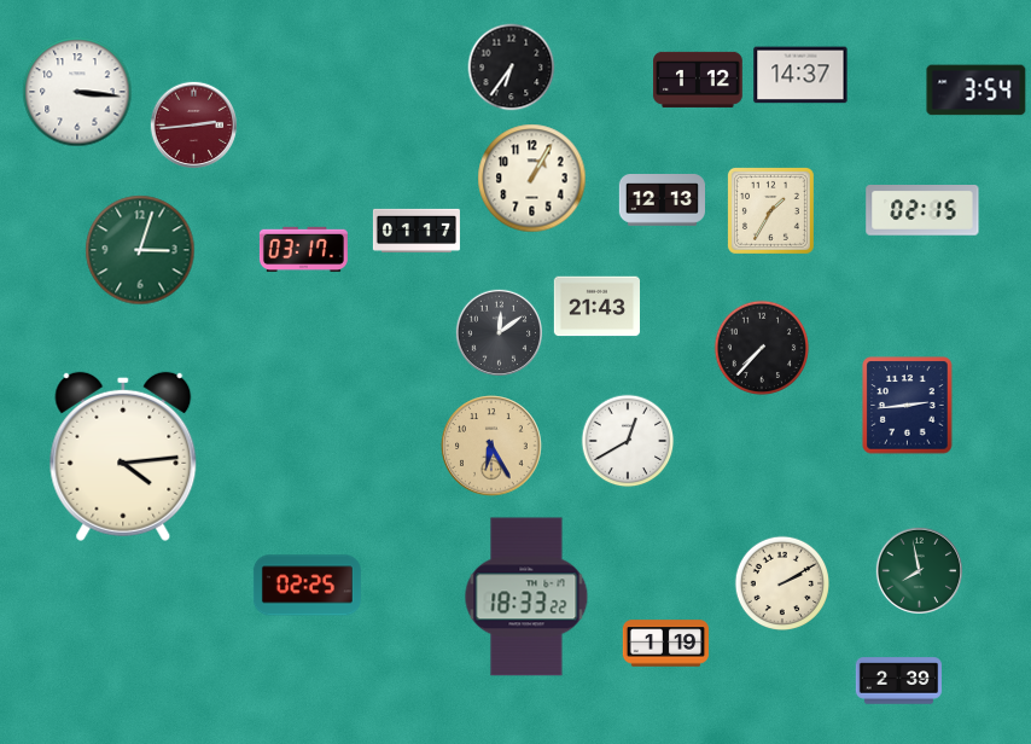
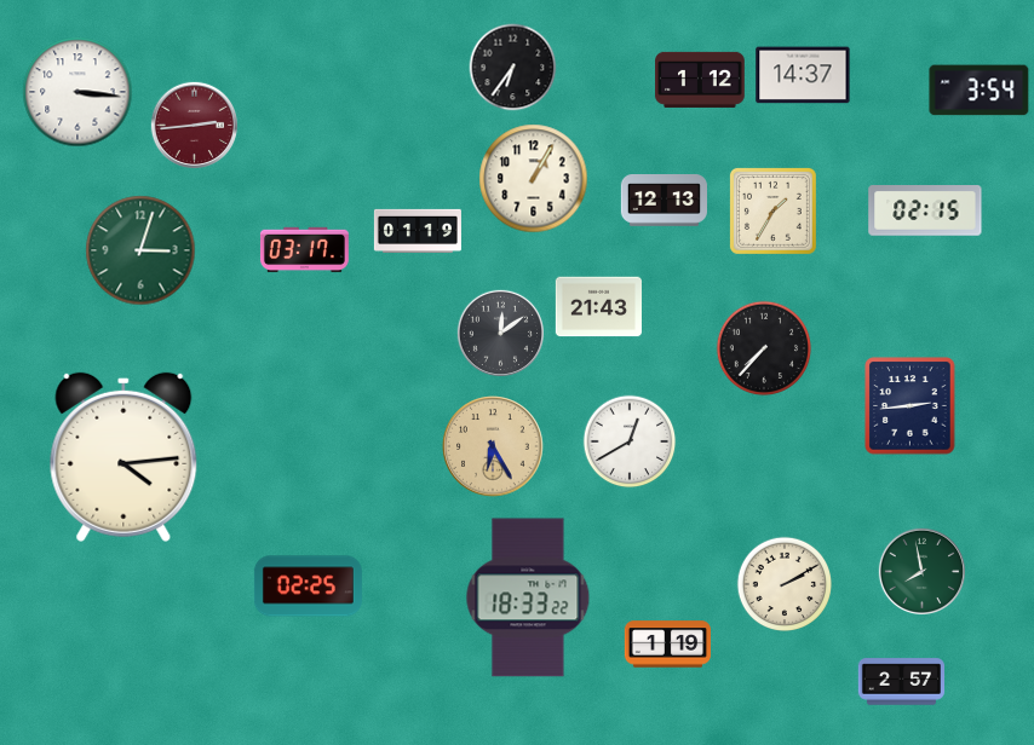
clock at (417, 231): 01:17 -> 01:19
clock at (898, 681): 2:39 -> 2:57
